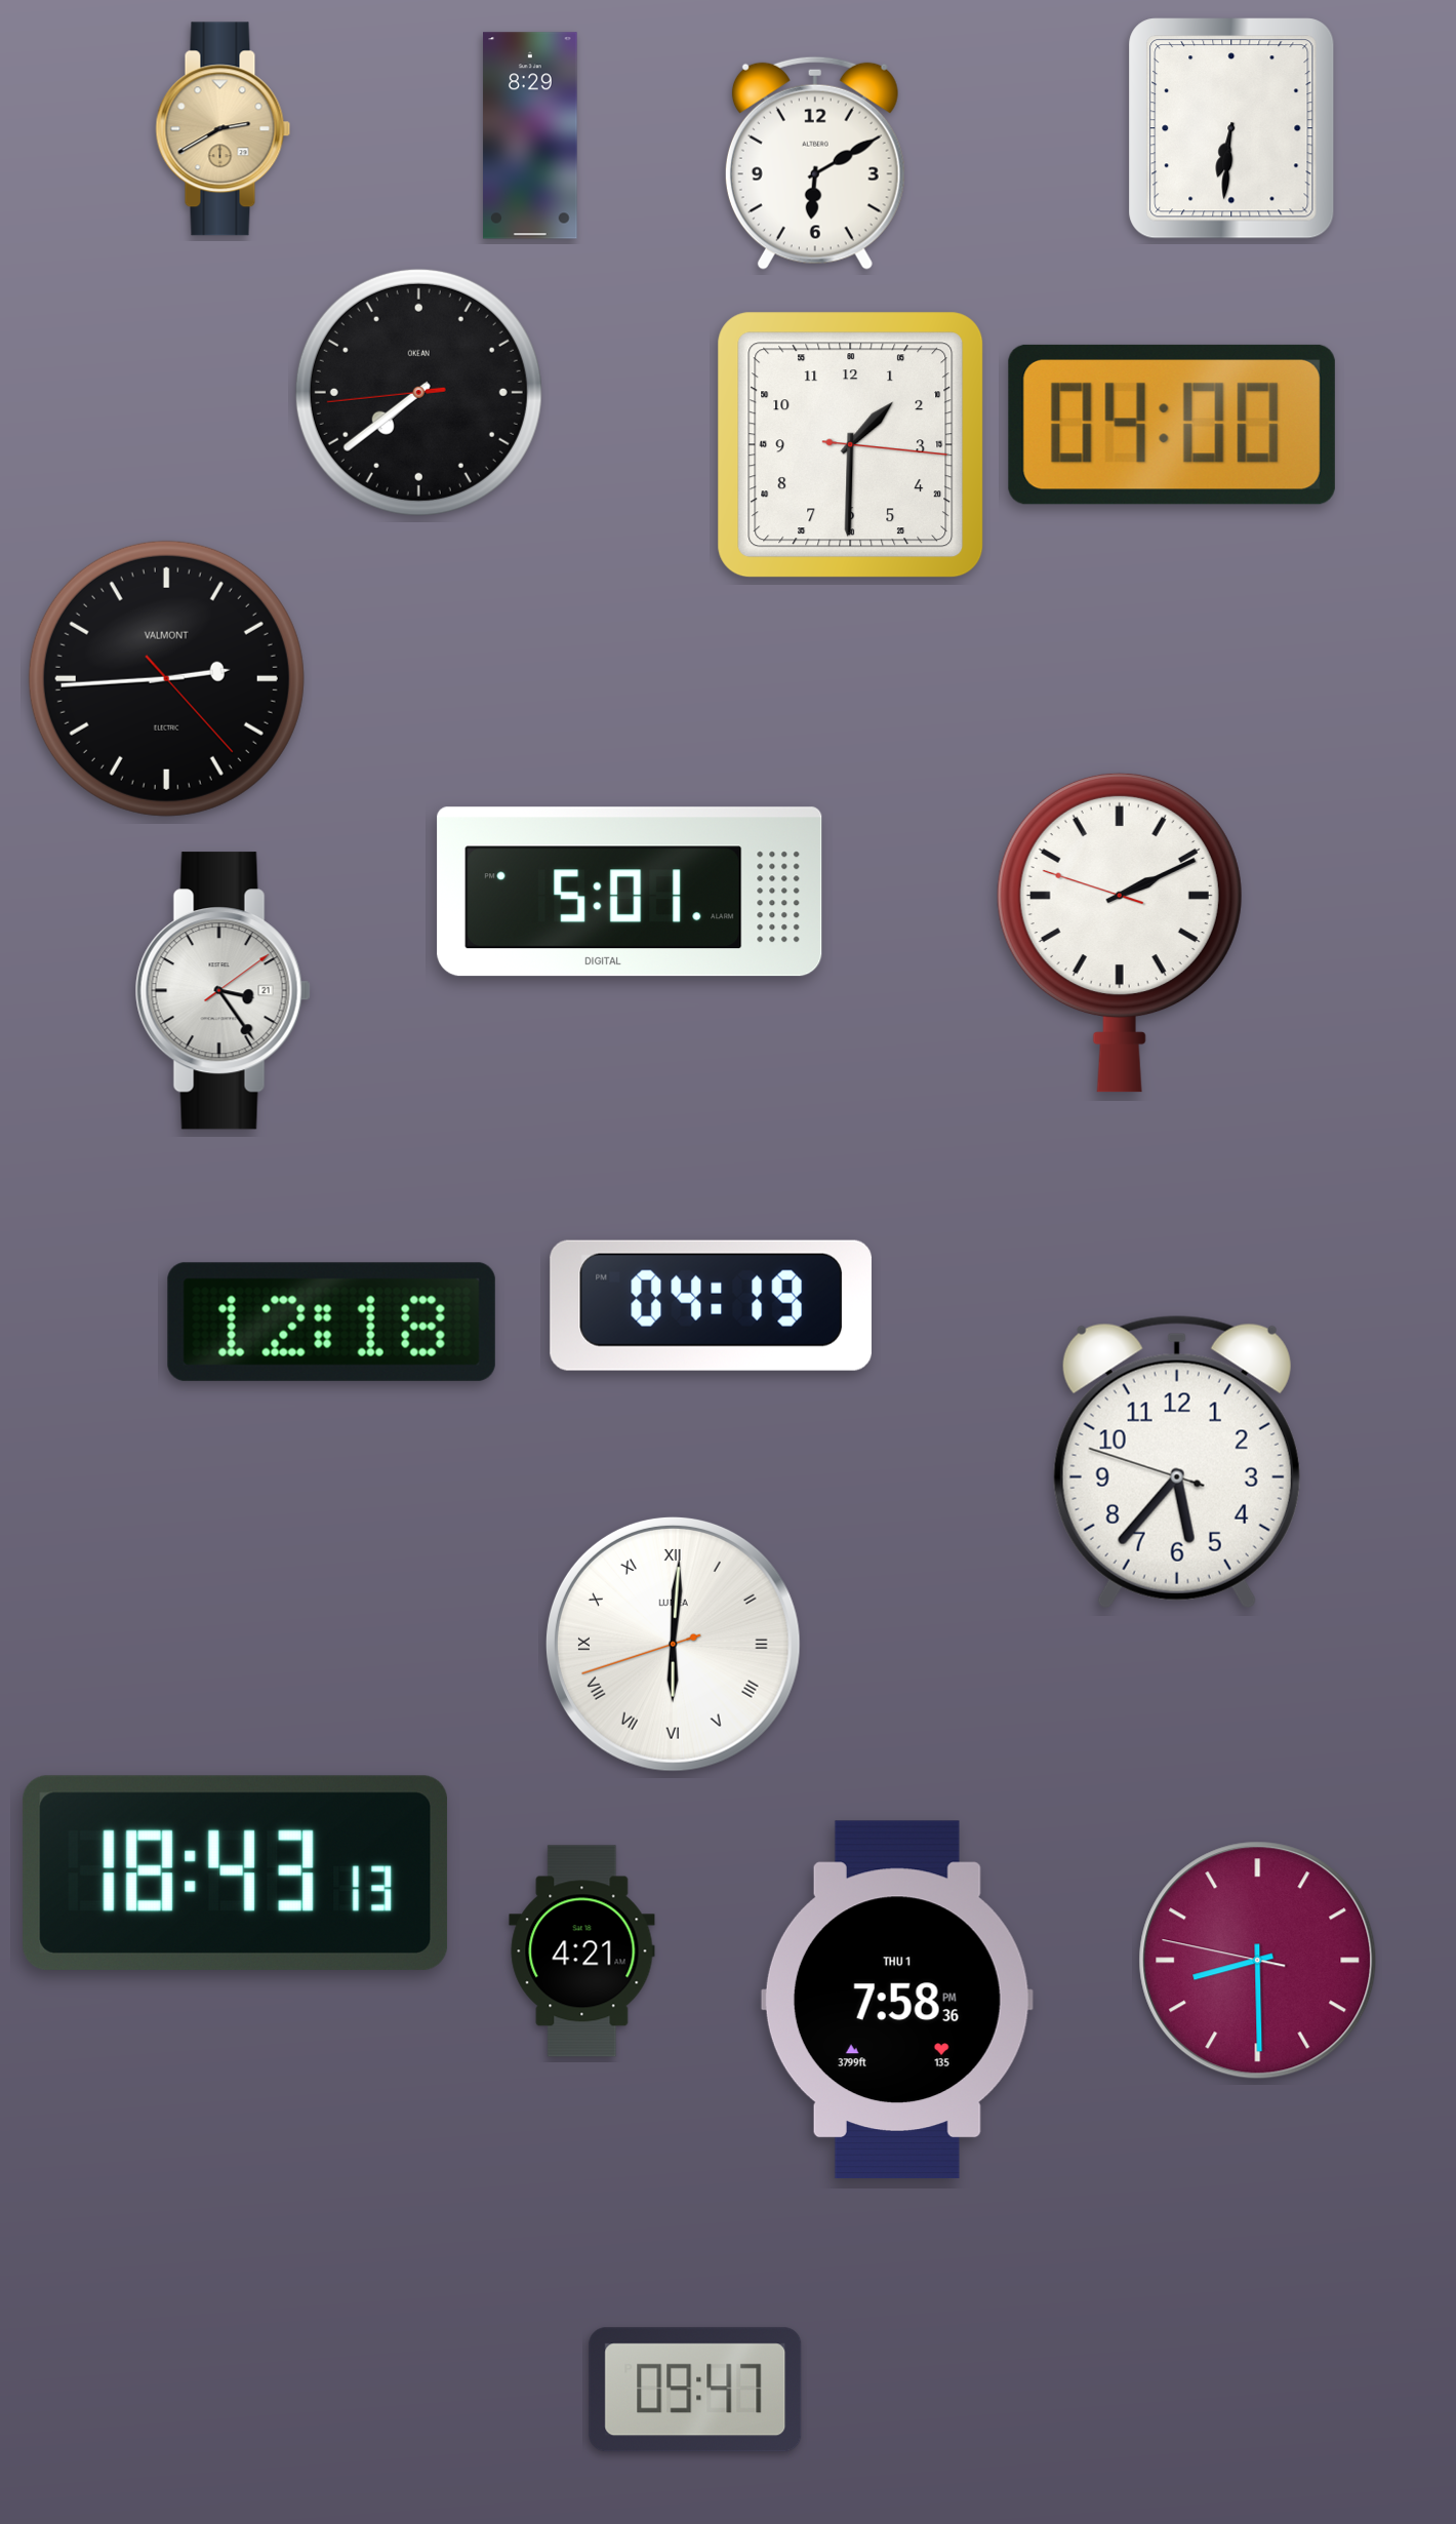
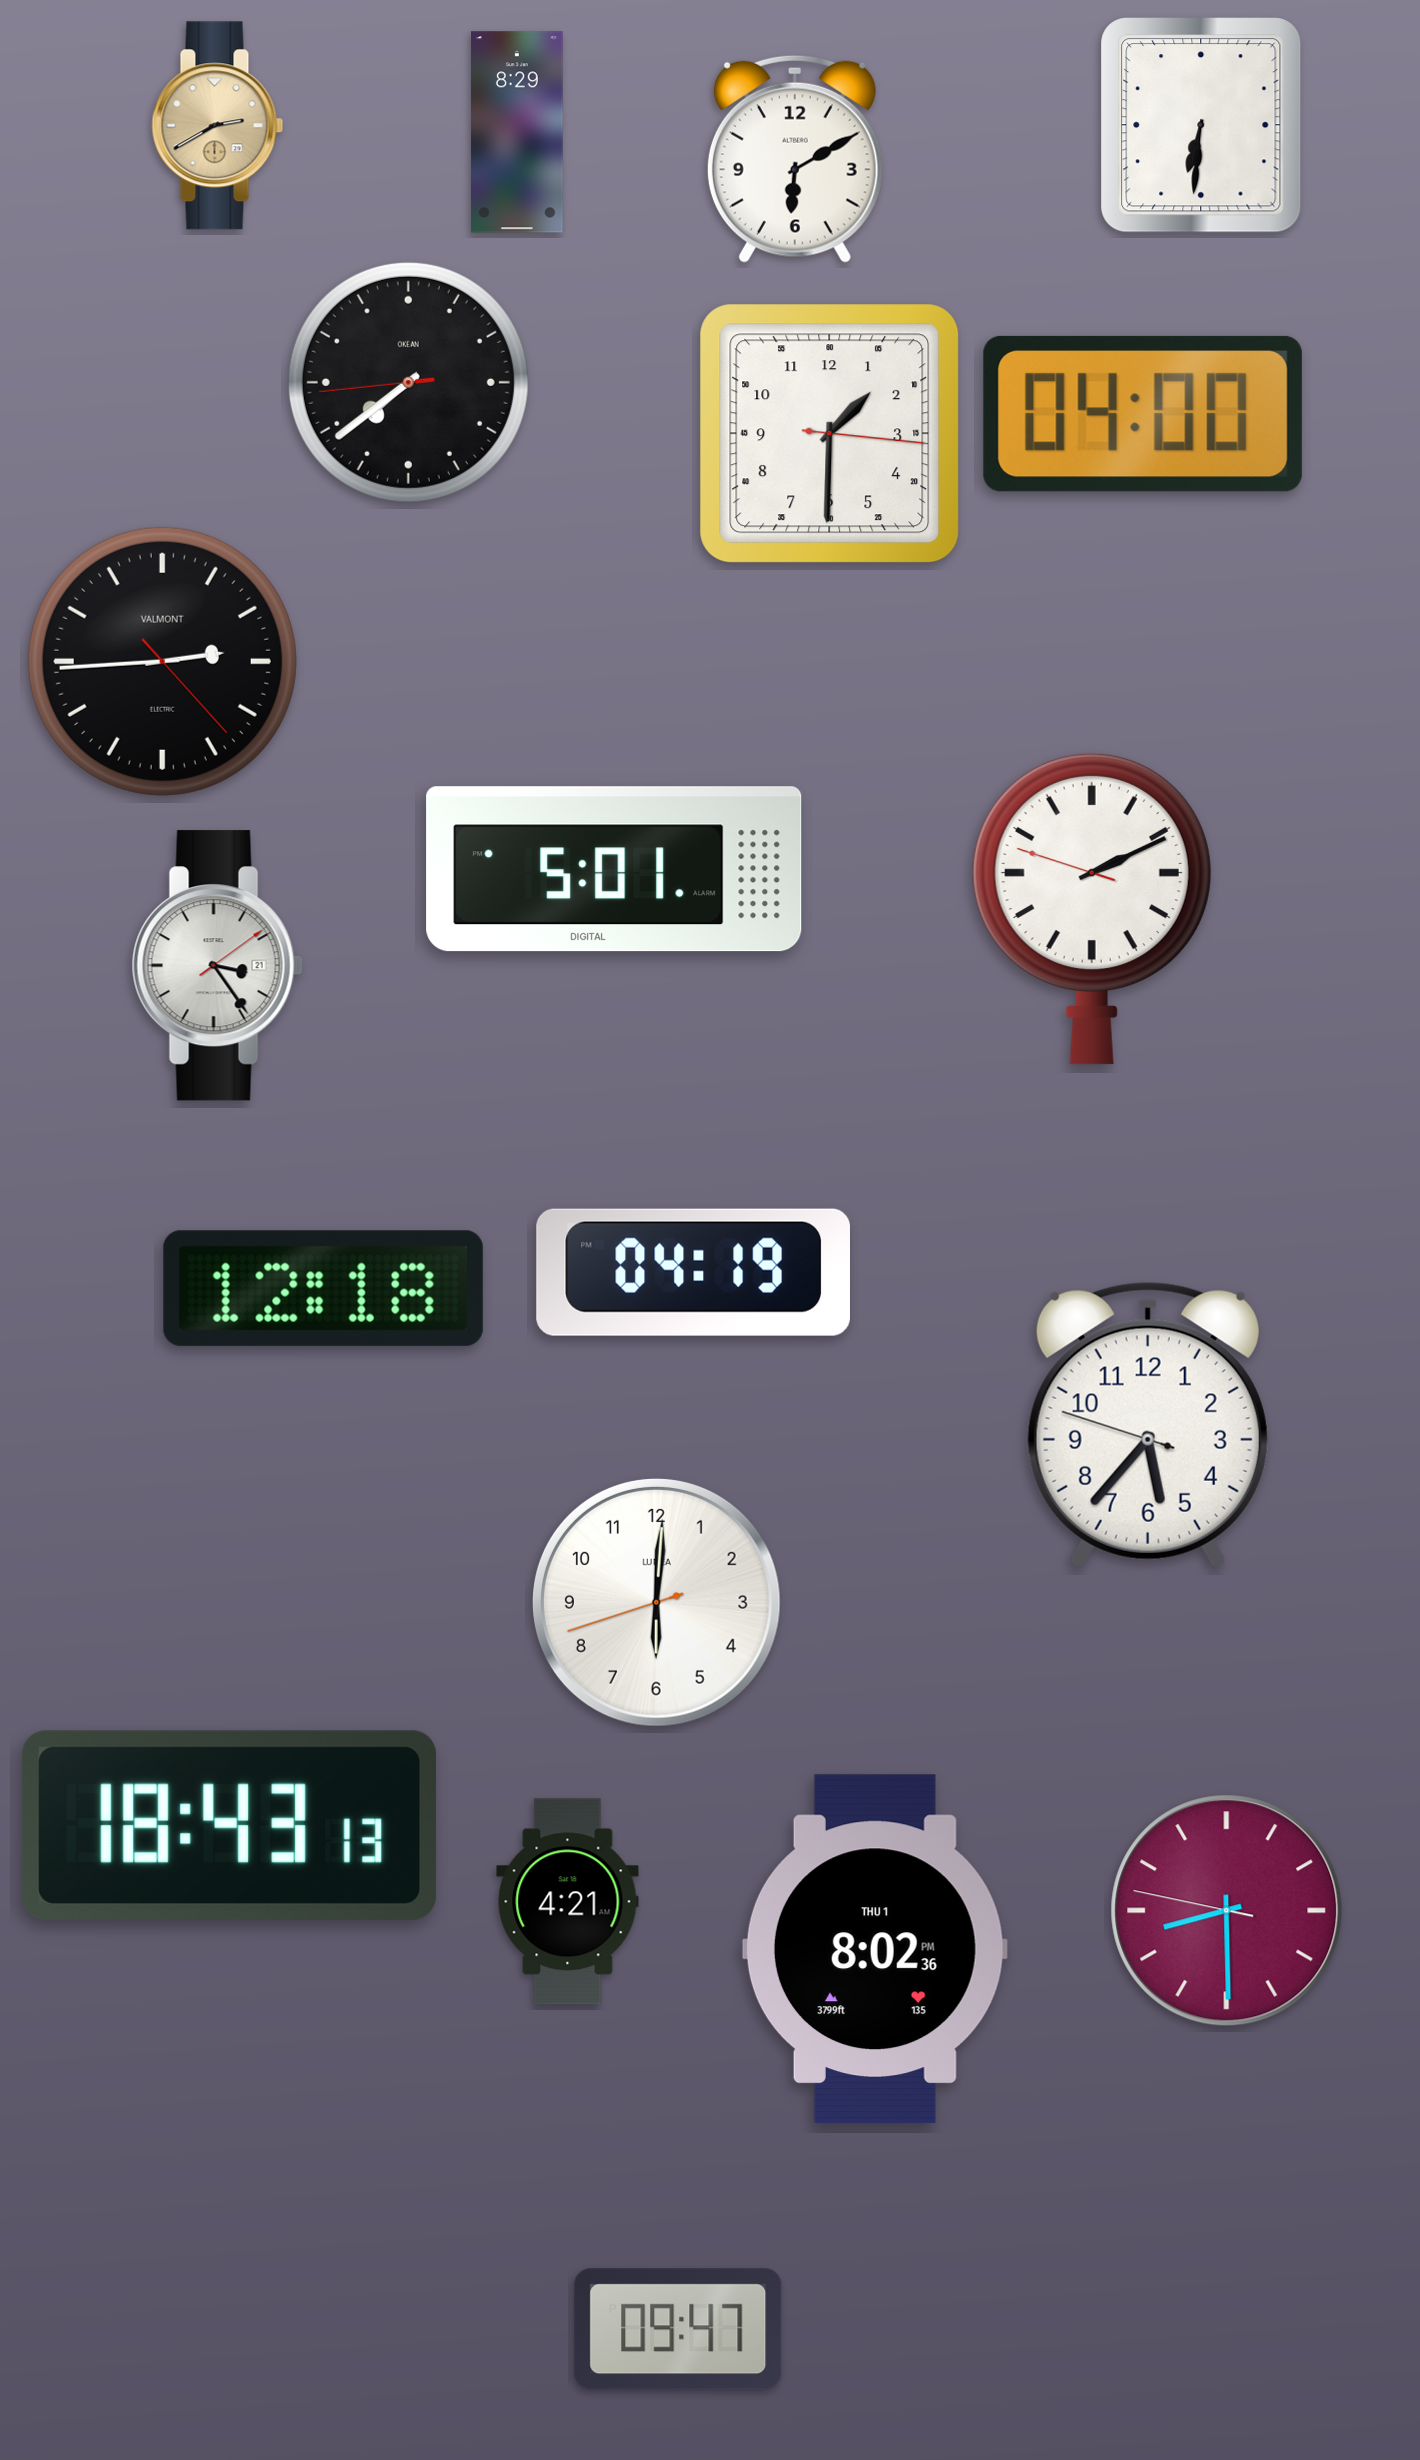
clock at (673, 1644) numerals: Roman -> Arabic
clock at (897, 2000): 7:58 -> 8:02
